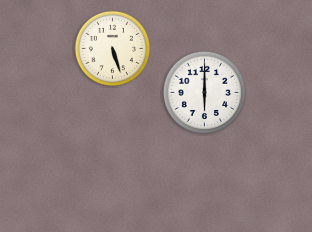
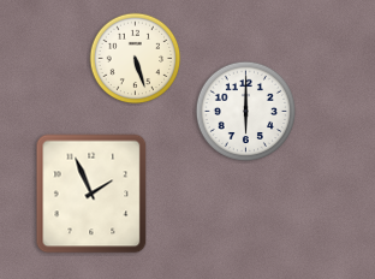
clock at (91, 194): none -> 1:56
